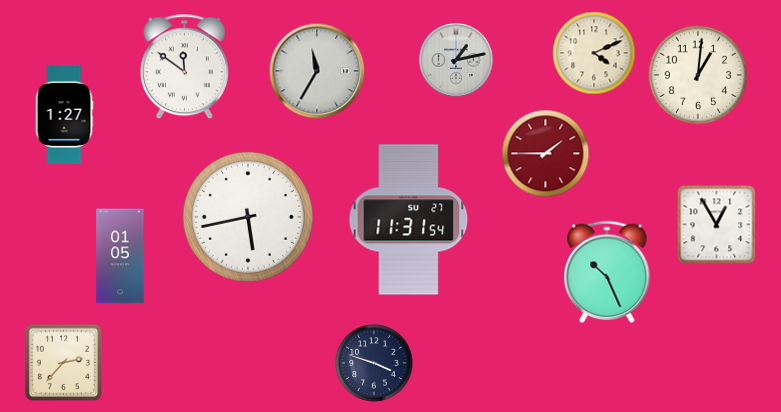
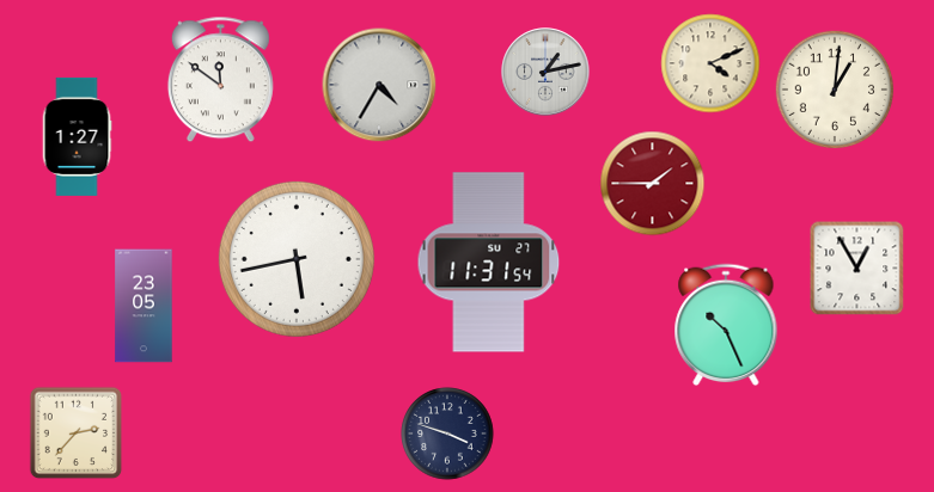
clock at (317, 71): 11:35 -> 4:35
clock at (120, 256): 01:05 -> 23:05
